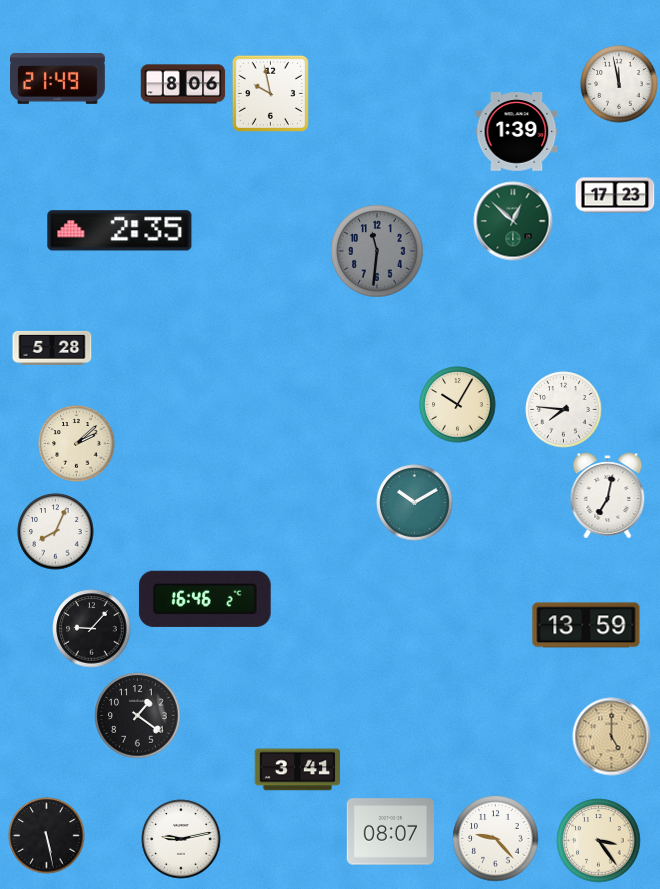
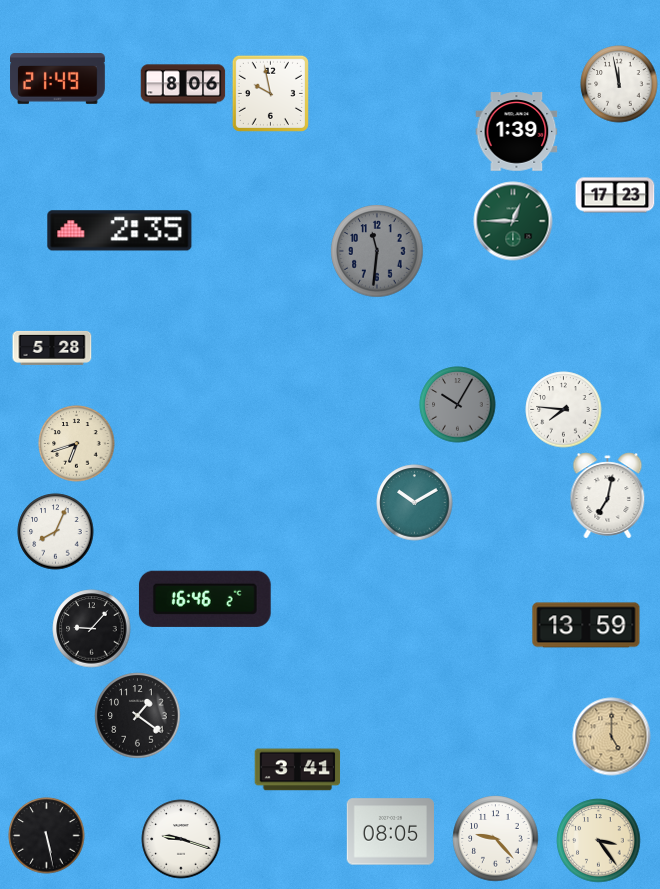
clock at (513, 221): 12:52 -> 12:45
clock at (458, 405) dial: cream -> grey
clock at (77, 444): 2:08 -> 6:42
clock at (390, 832): 08:07 -> 08:05
clock at (181, 839): 9:13 -> 9:18
